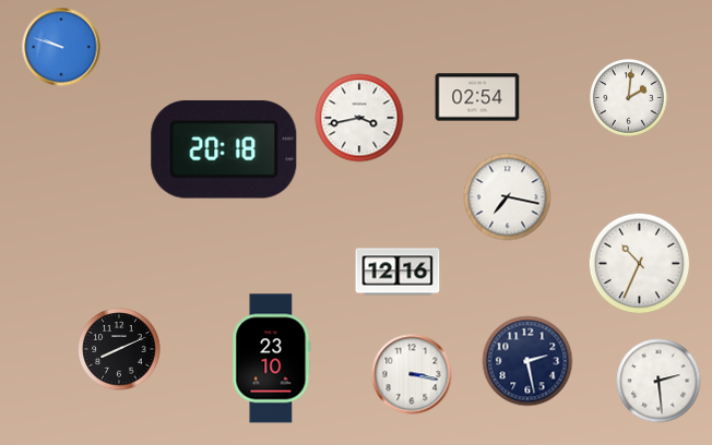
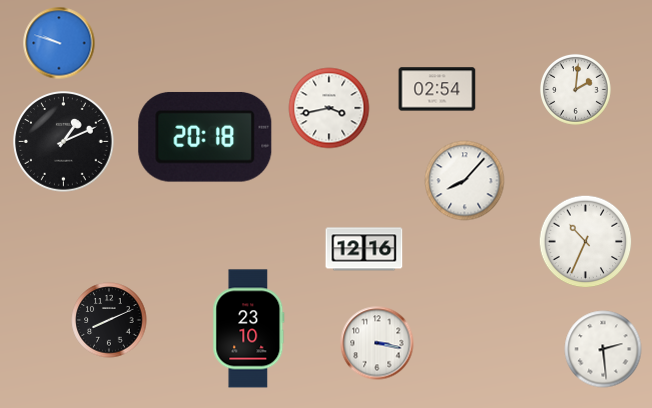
clock at (61, 47) position: (61, 47) -> (59, 43)
clock at (64, 142): none -> 1:11
clock at (508, 197): 7:17 -> 8:07
clock at (527, 361): 2:28 -> none
